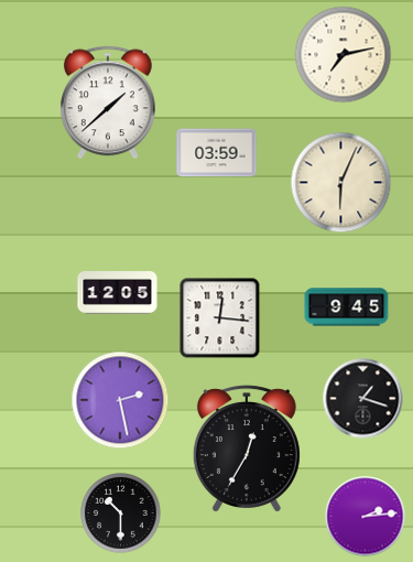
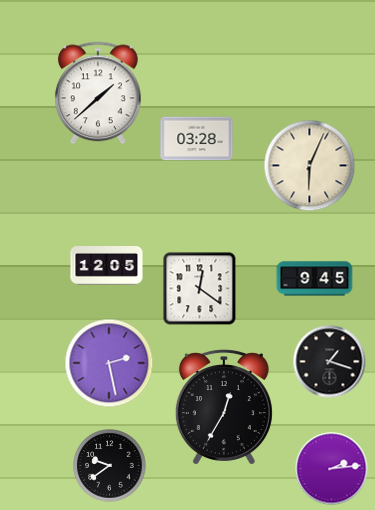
clock at (344, 55): 7:13 -> none
clock at (217, 153): 03:59 -> 03:28
clock at (220, 318): 12:16 -> 12:21
clock at (121, 514): 10:30 -> 9:39
